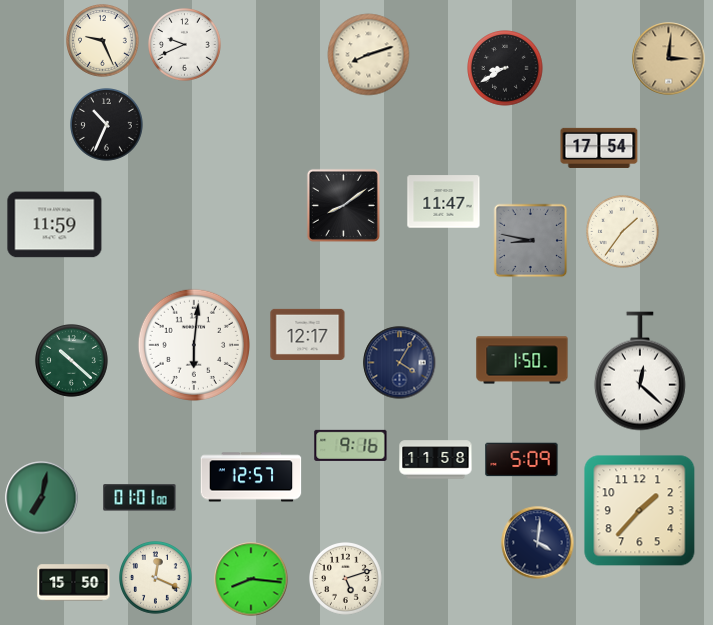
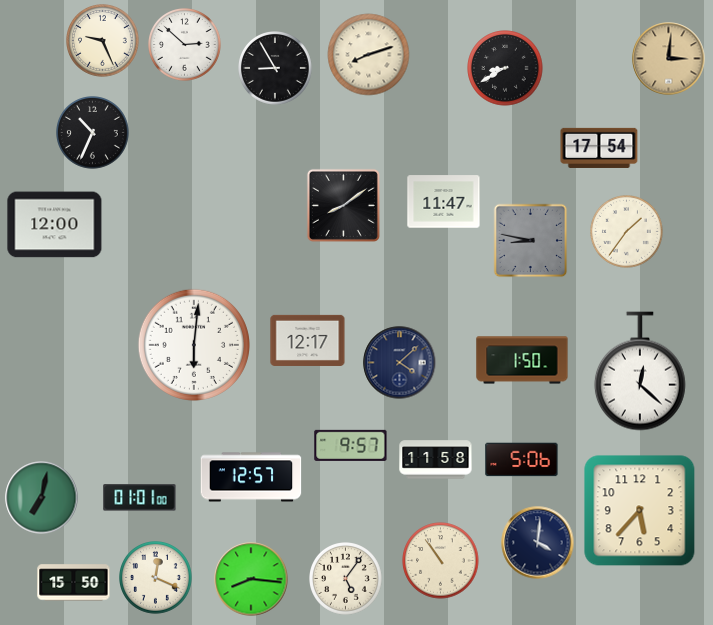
clock at (185, 45): 9:41 -> 2:52
clock at (275, 68): none -> 8:55
clock at (107, 125) position: (107, 125) -> (93, 133)
clock at (55, 225): 11:59 -> 12:00
clock at (623, 232) position: (623, 232) -> (627, 232)
clock at (308, 334) position: (308, 334) -> (308, 340)
clock at (72, 361): 10:22 -> none
clock at (400, 363): 4:05 -> 4:08
clock at (351, 445): 9:16 -> 9:57
clock at (522, 460): 5:09 -> 5:06
clock at (640, 511): 1:37 -> 5:37
clock at (441, 561): none -> 10:54
clock at (346, 579): 5:12 -> 5:06
